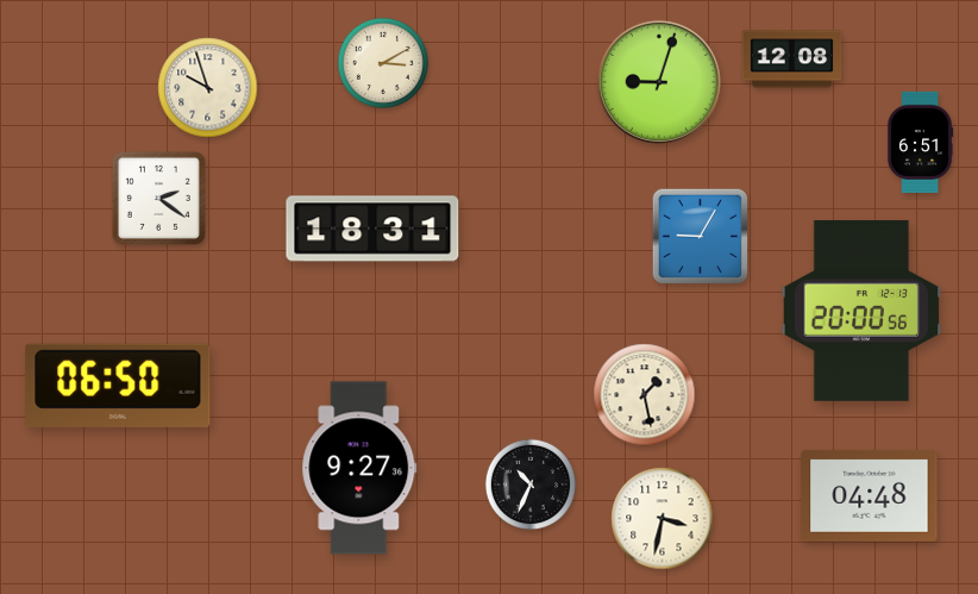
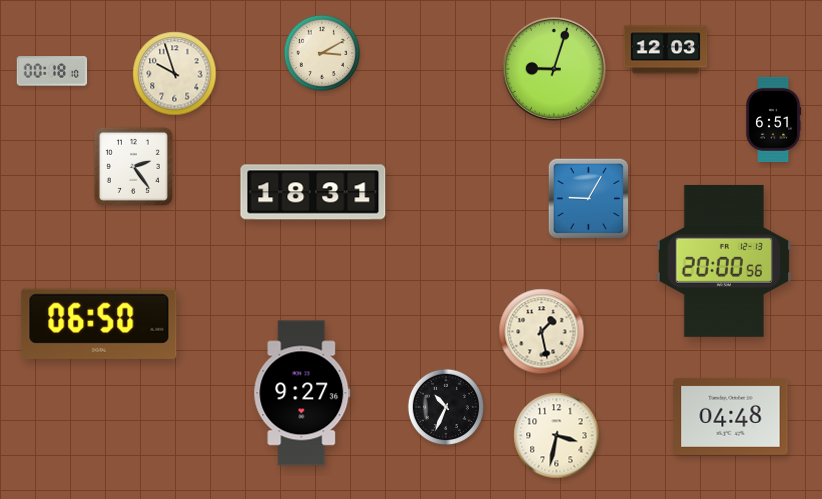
clock at (792, 60): 12:08 -> 12:03
clock at (52, 71): none -> 00:18
clock at (158, 198): 2:21 -> 2:24
